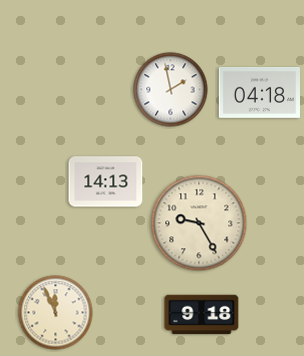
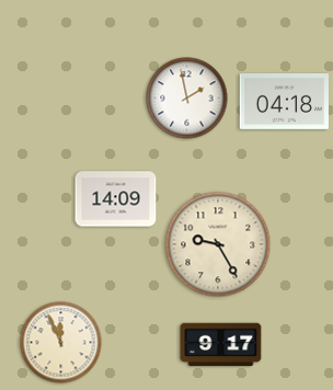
clock at (106, 182): 14:13 -> 14:09
clock at (202, 315): 9:18 -> 9:17
